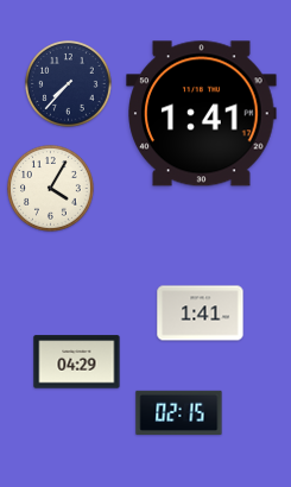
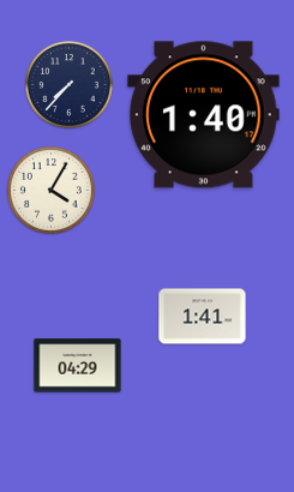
clock at (202, 114): 1:41 -> 1:40
clock at (179, 412): 02:15 -> none
